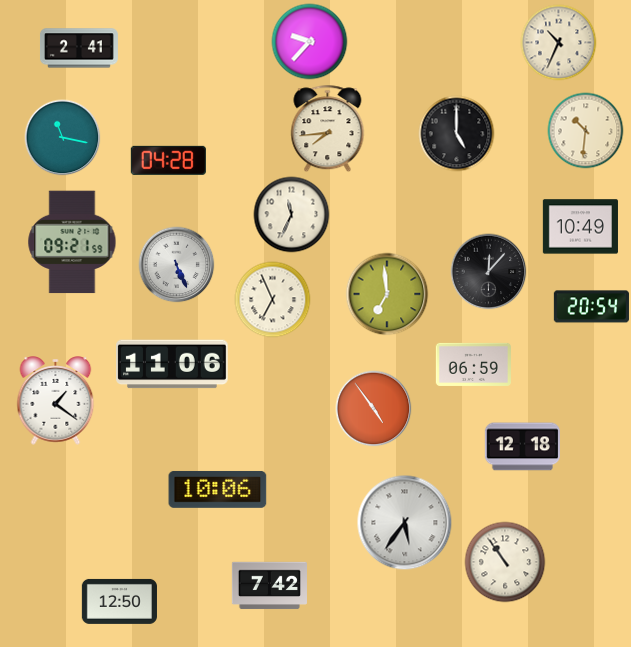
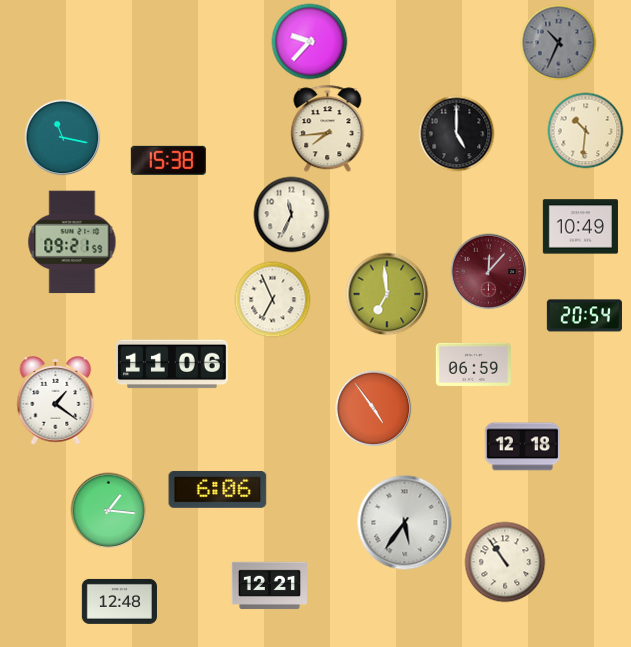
clock at (559, 43) dial: cream -> grey
clock at (79, 48): 2:41 -> none
clock at (168, 160): 04:28 -> 15:38
clock at (177, 265): 5:26 -> none
clock at (489, 272) dial: black -> burgundy
clock at (591, 307) position: (591, 307) -> (584, 316)
clock at (218, 489): 10:06 -> 6:06
clock at (109, 511): none -> 1:16
clock at (269, 586): 7:42 -> 12:21
clock at (119, 601): 12:50 -> 12:48
